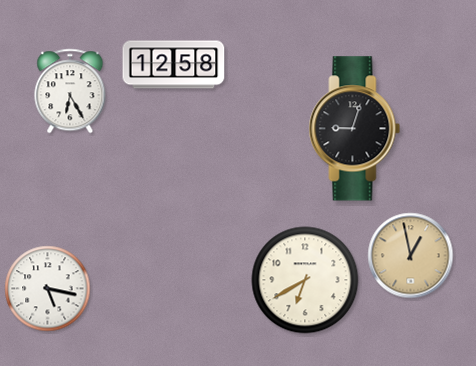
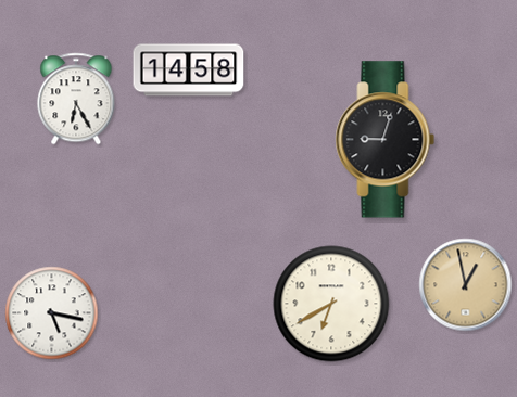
clock at (174, 65): 12:58 -> 14:58
clock at (411, 256) position: (411, 256) -> (466, 285)
